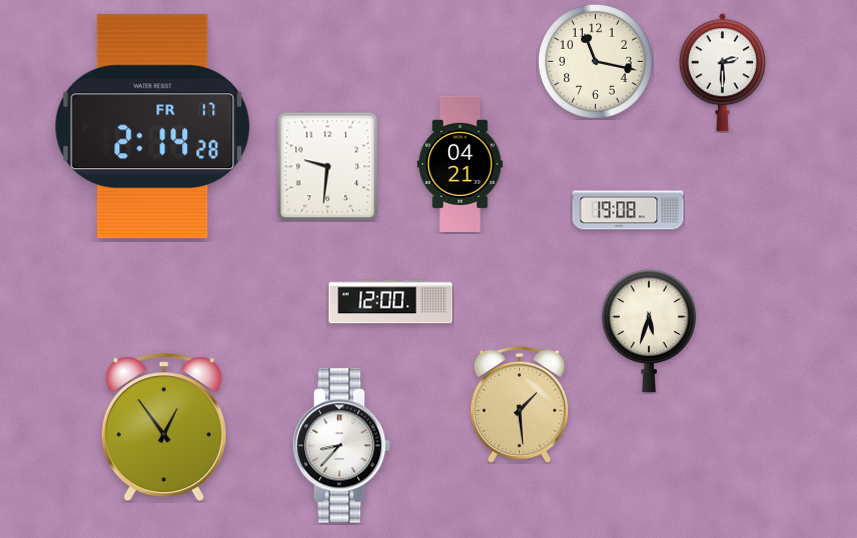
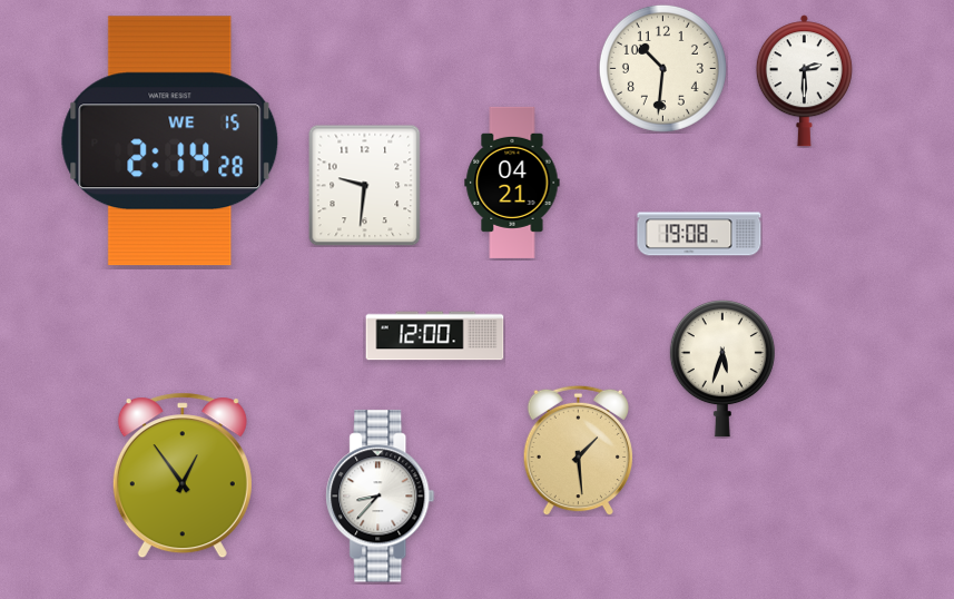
clock at (595, 61): 11:17 -> 10:31
clock at (153, 127) date: FR 17 -> WE 15
